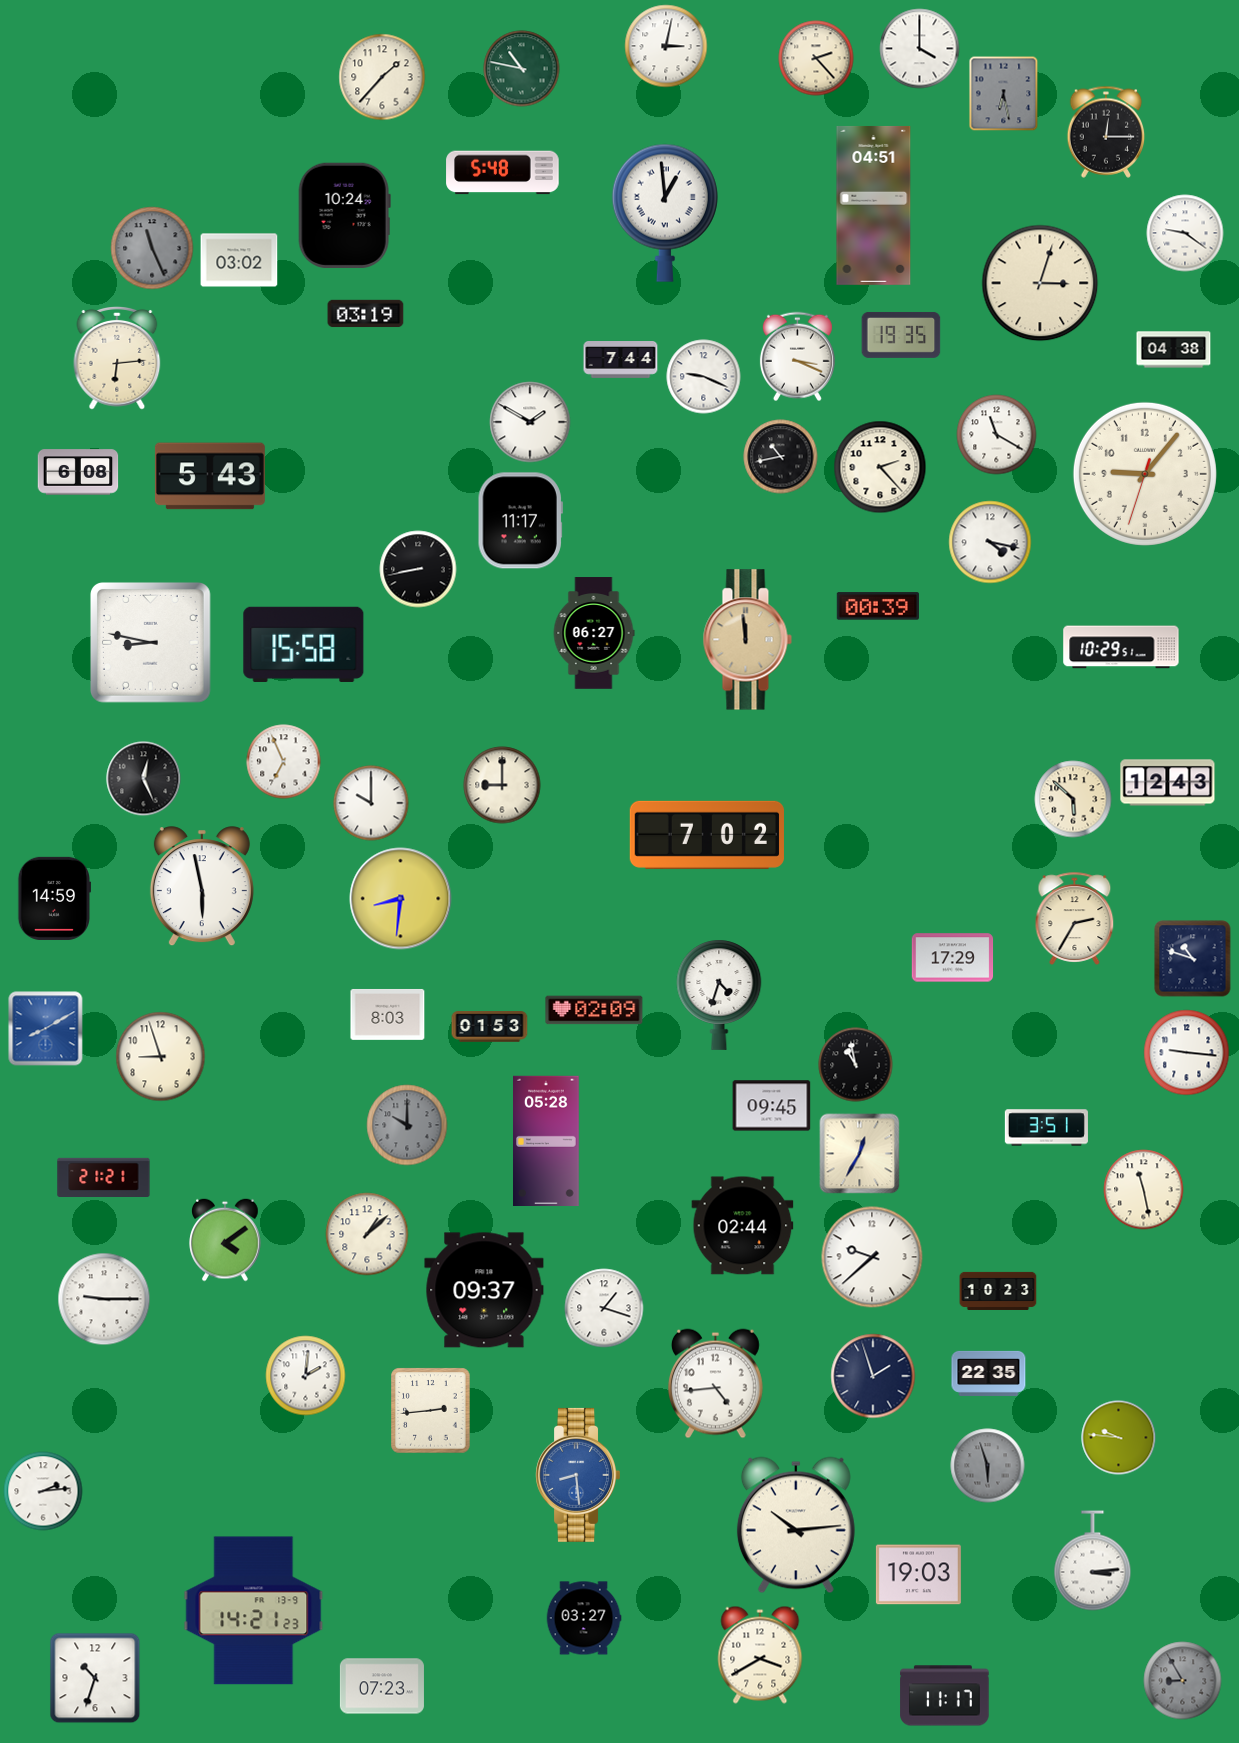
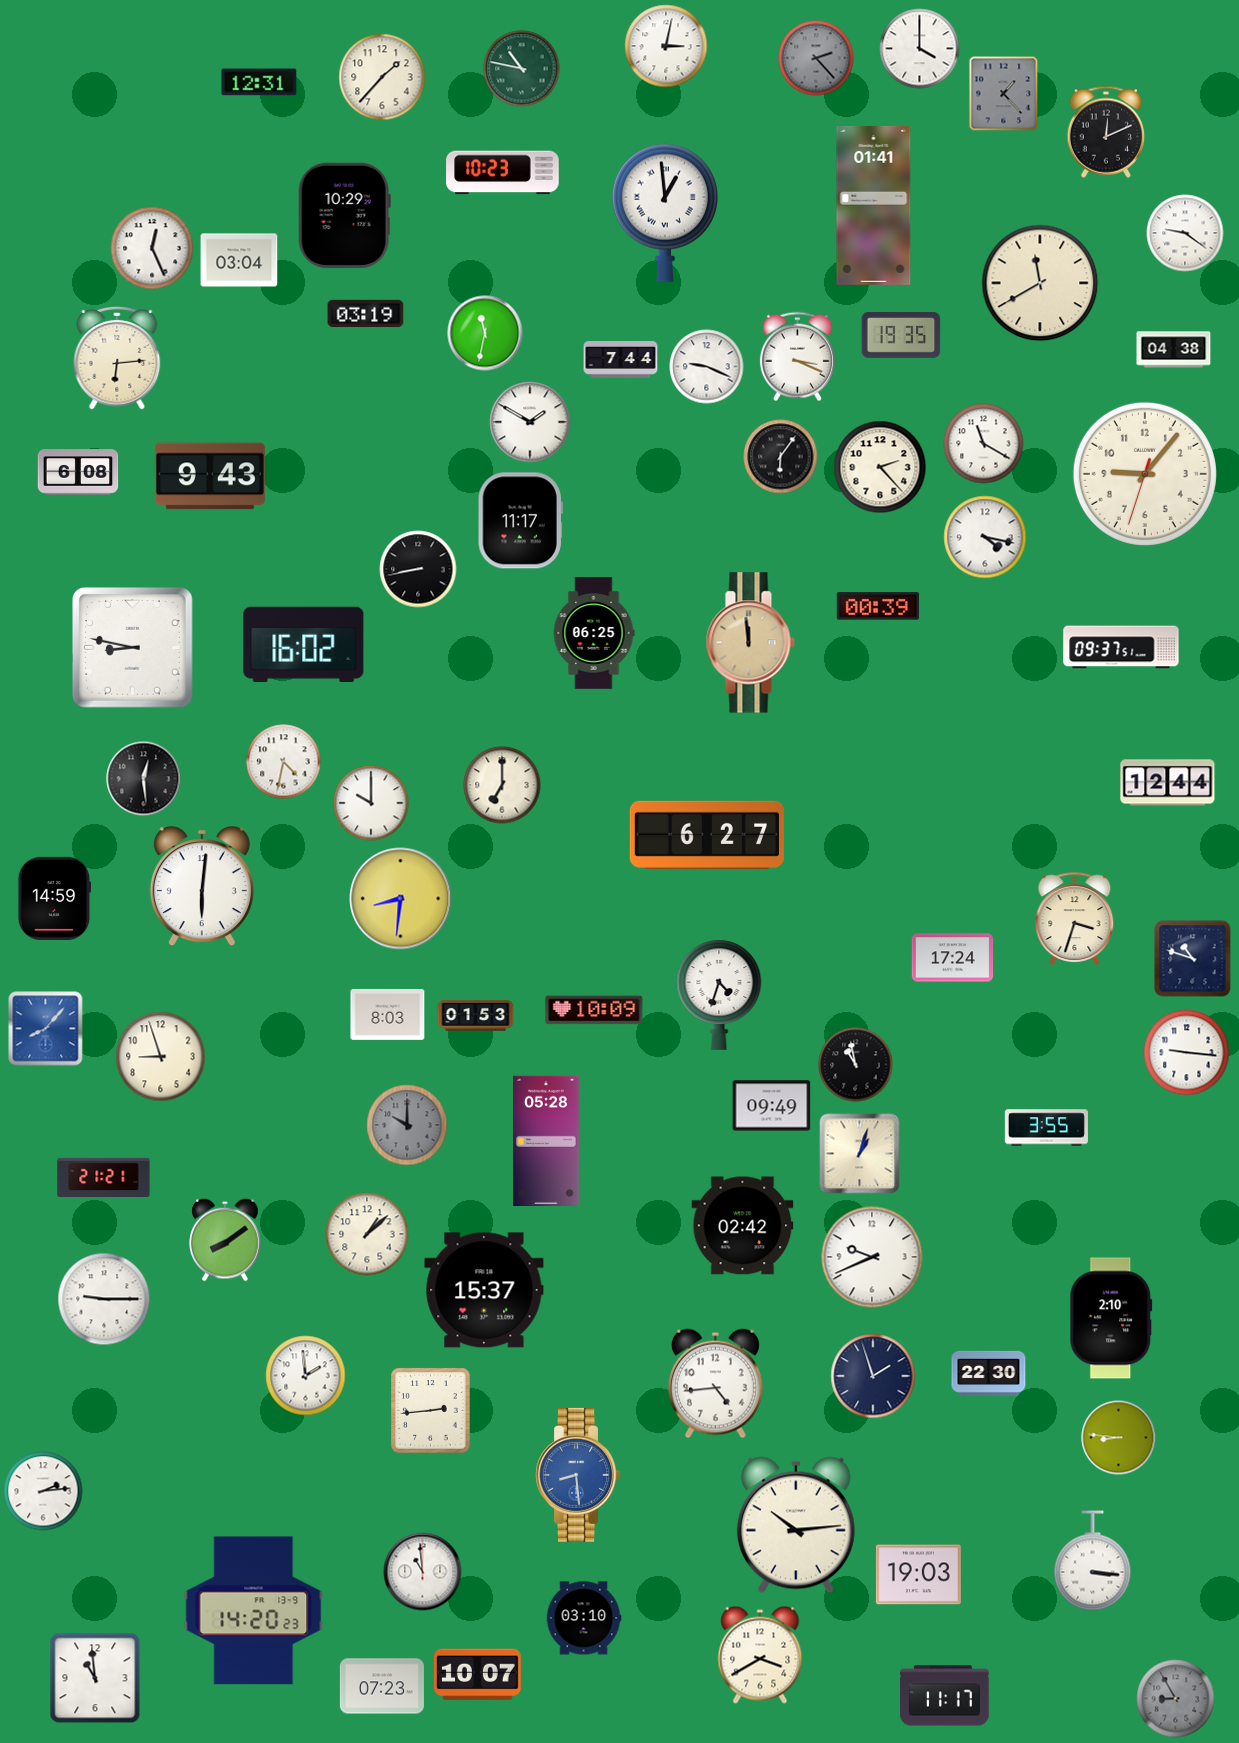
clock at (816, 58) dial: cream -> grey
clock at (259, 82): none -> 12:31
clock at (1004, 94): 6:28 -> 1:23
clock at (1106, 132): 12:15 -> 12:11
clock at (503, 173): 5:48 -> 10:23
clock at (874, 205): 04:51 -> 01:41
clock at (344, 215): 10:24 -> 10:29
clock at (152, 248): 11:26 -> 12:26
clock at (152, 248) dial: grey -> white
clock at (239, 260): 03:02 -> 03:04
clock at (1040, 283): 3:03 -> 11:40
clock at (485, 333): none -> 11:32
clock at (704, 377) position: (704, 377) -> (707, 367)
clock at (997, 435) position: (997, 435) -> (984, 444)
clock at (781, 457): 10:43 -> 6:06
clock at (210, 476): 5:43 -> 9:43
clock at (990, 542) position: (990, 542) -> (985, 537)
clock at (594, 633): 06:27 -> 06:25
clock at (747, 640) position: (747, 640) -> (750, 643)
clock at (151, 643) position: (151, 643) -> (133, 648)
clock at (304, 644): 15:58 -> 16:02
clock at (1121, 647): 10:29 -> 09:37
clock at (284, 762): 6:56 -> 4:32
clock at (144, 779): 12:26 -> 12:29
clock at (1168, 783): 12:43 -> 12:44
clock at (502, 785): 9:00 -> 7:00
clock at (1073, 799): 5:52 -> none
clock at (707, 835): 7:02 -> 6:27
clock at (202, 887): 5:58 -> 6:01
clock at (1075, 918): 2:35 -> 3:33
clock at (953, 958): 17:29 -> 17:24
clock at (594, 1010): 02:09 -> 10:09
clock at (490, 1027) position: (490, 1027) -> (476, 1016)
clock at (46, 1029): 8:10 -> 8:07
clock at (772, 1106): 09:45 -> 09:49
clock at (1046, 1128): 3:51 -> 3:55
clock at (860, 1154): 12:35 -> 1:03
clock at (1144, 1190): 11:28 -> none
clock at (743, 1226): 02:44 -> 02:42
clock at (225, 1240): 4:09 -> 8:09
clock at (872, 1257): 9:38 -> 9:41
clock at (484, 1290): 09:37 -> 15:37
clock at (998, 1291): 10:23 -> none
clock at (604, 1308): 1:18 -> none
clock at (1111, 1318): none -> 2:10
clock at (989, 1373): 22:35 -> 22:30
clock at (306, 1376): 2:01 -> 1:59
clock at (1119, 1438): 9:46 -> 8:46
clock at (988, 1466): 5:57 -> none
clock at (1093, 1561): 3:14 -> 3:16
clock at (423, 1572): none -> 10:59
clock at (254, 1611): 14:21 -> 14:20
clock at (584, 1618): 03:27 -> 03:10
clock at (477, 1675): none -> 10:07
clock at (95, 1678): 10:33 -> 10:59
clock at (1183, 1681) position: (1183, 1681) -> (1176, 1699)
